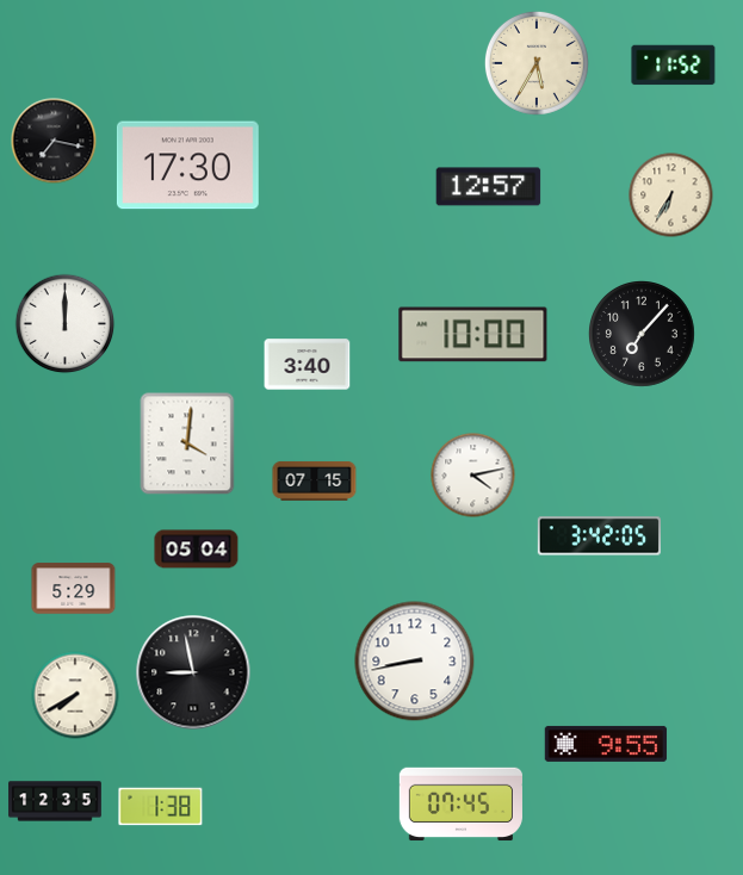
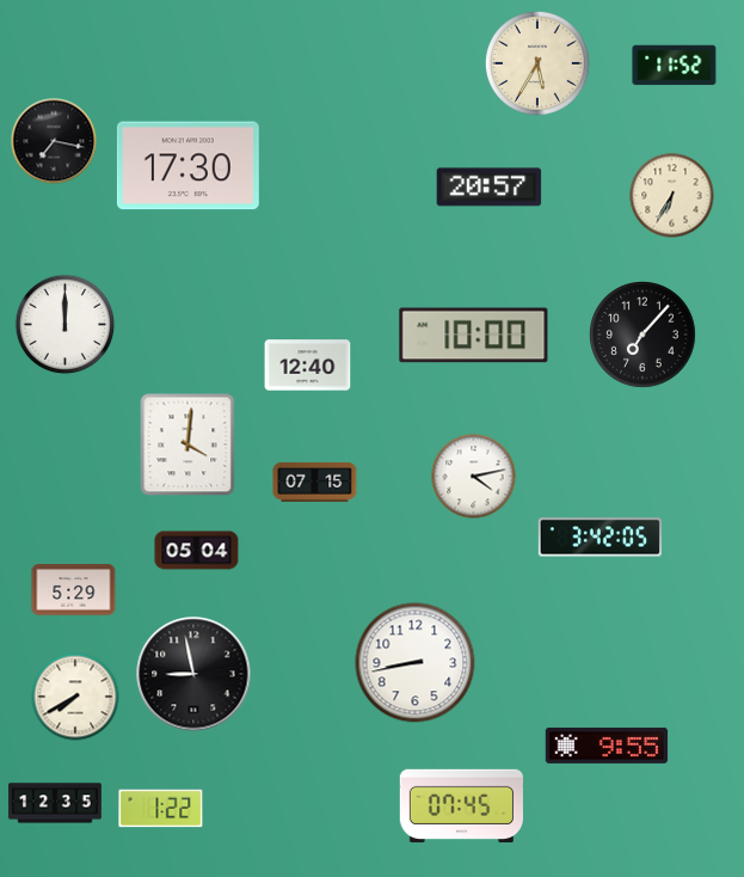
clock at (489, 187): 12:57 -> 20:57
clock at (308, 365): 3:40 -> 12:40
clock at (161, 807): 1:38 -> 1:22
